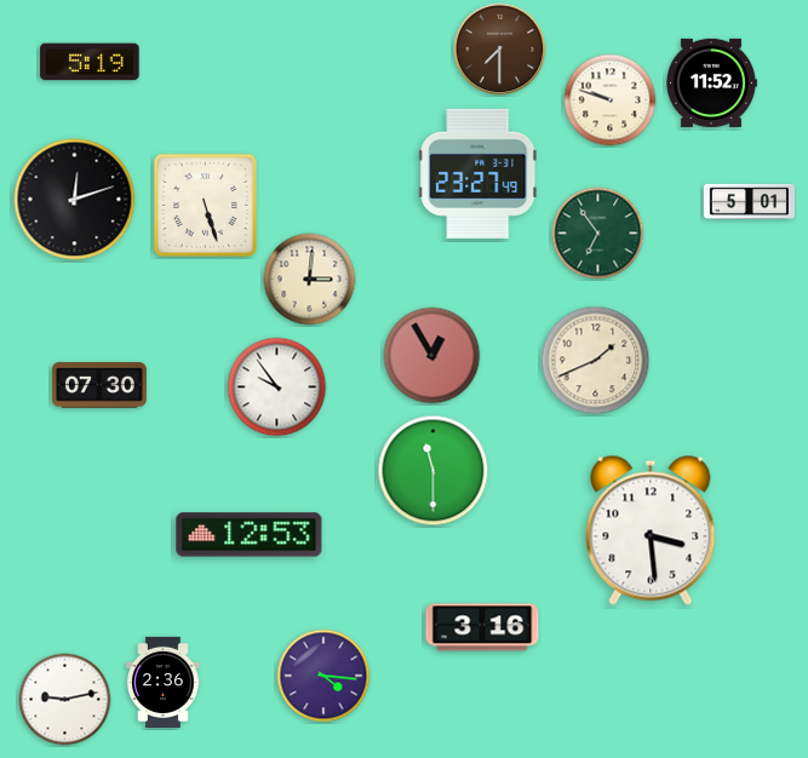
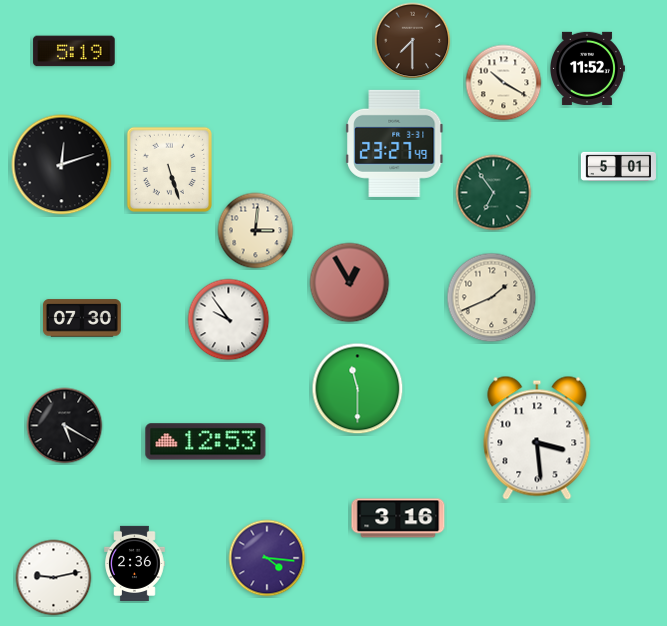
clock at (611, 101): 9:48 -> 10:20
clock at (432, 356) position: (432, 356) -> (350, 283)
clock at (65, 426): none -> 5:20
